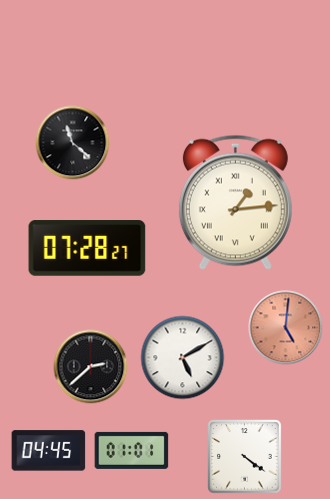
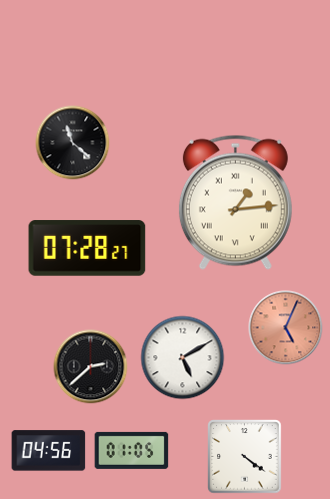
clock at (286, 328): 5:01 -> 5:04
clock at (132, 450): 01:01 -> 01:05
clock at (49, 451): 04:45 -> 04:56
